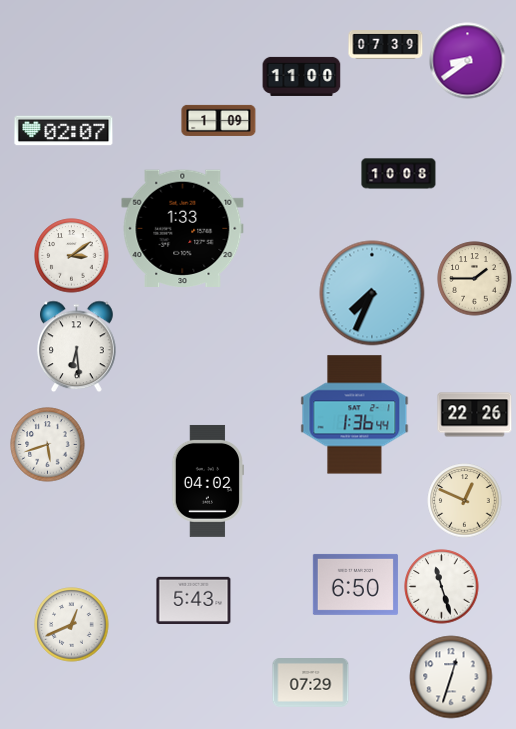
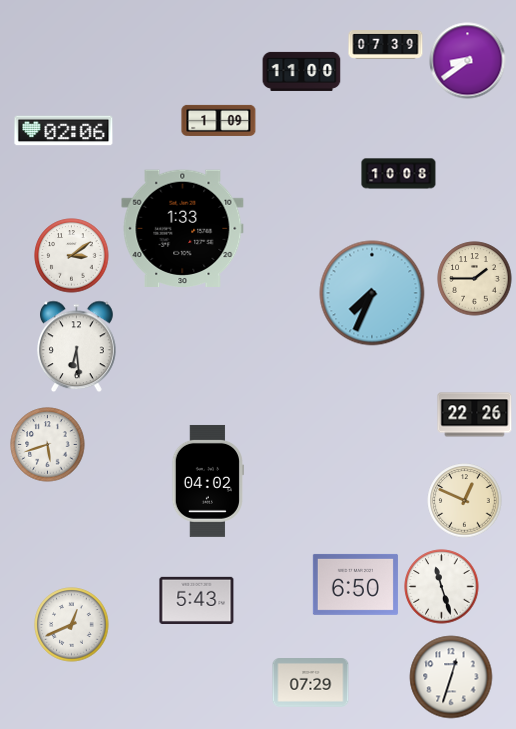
clock at (302, 76) position: (302, 76) -> (302, 71)
clock at (64, 131): 02:07 -> 02:06
clock at (355, 415): 1:36 -> none
clock at (194, 600) position: (194, 600) -> (197, 600)
